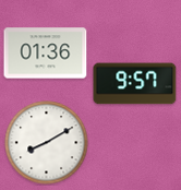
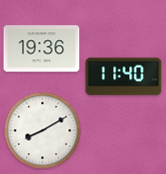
clock at (46, 54): 01:36 -> 19:36
clock at (135, 84): 9:57 -> 11:40
